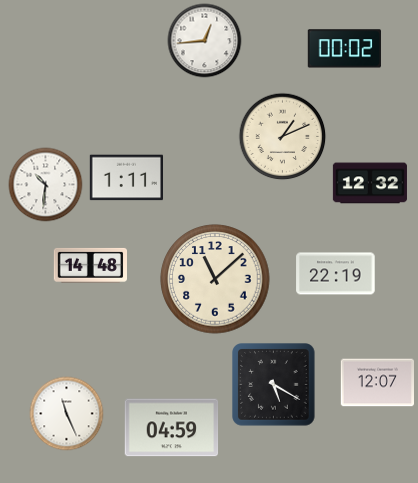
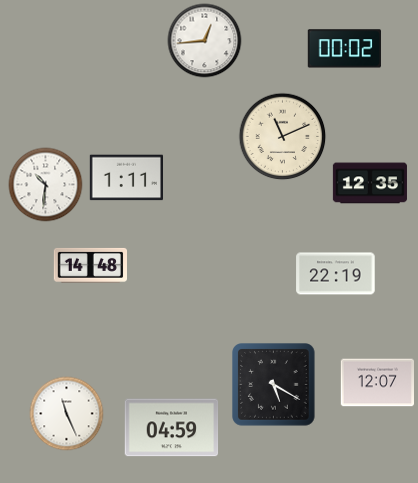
clock at (283, 137): 1:11 -> 11:11
clock at (370, 183): 12:32 -> 12:35
clock at (215, 279): 11:08 -> none
